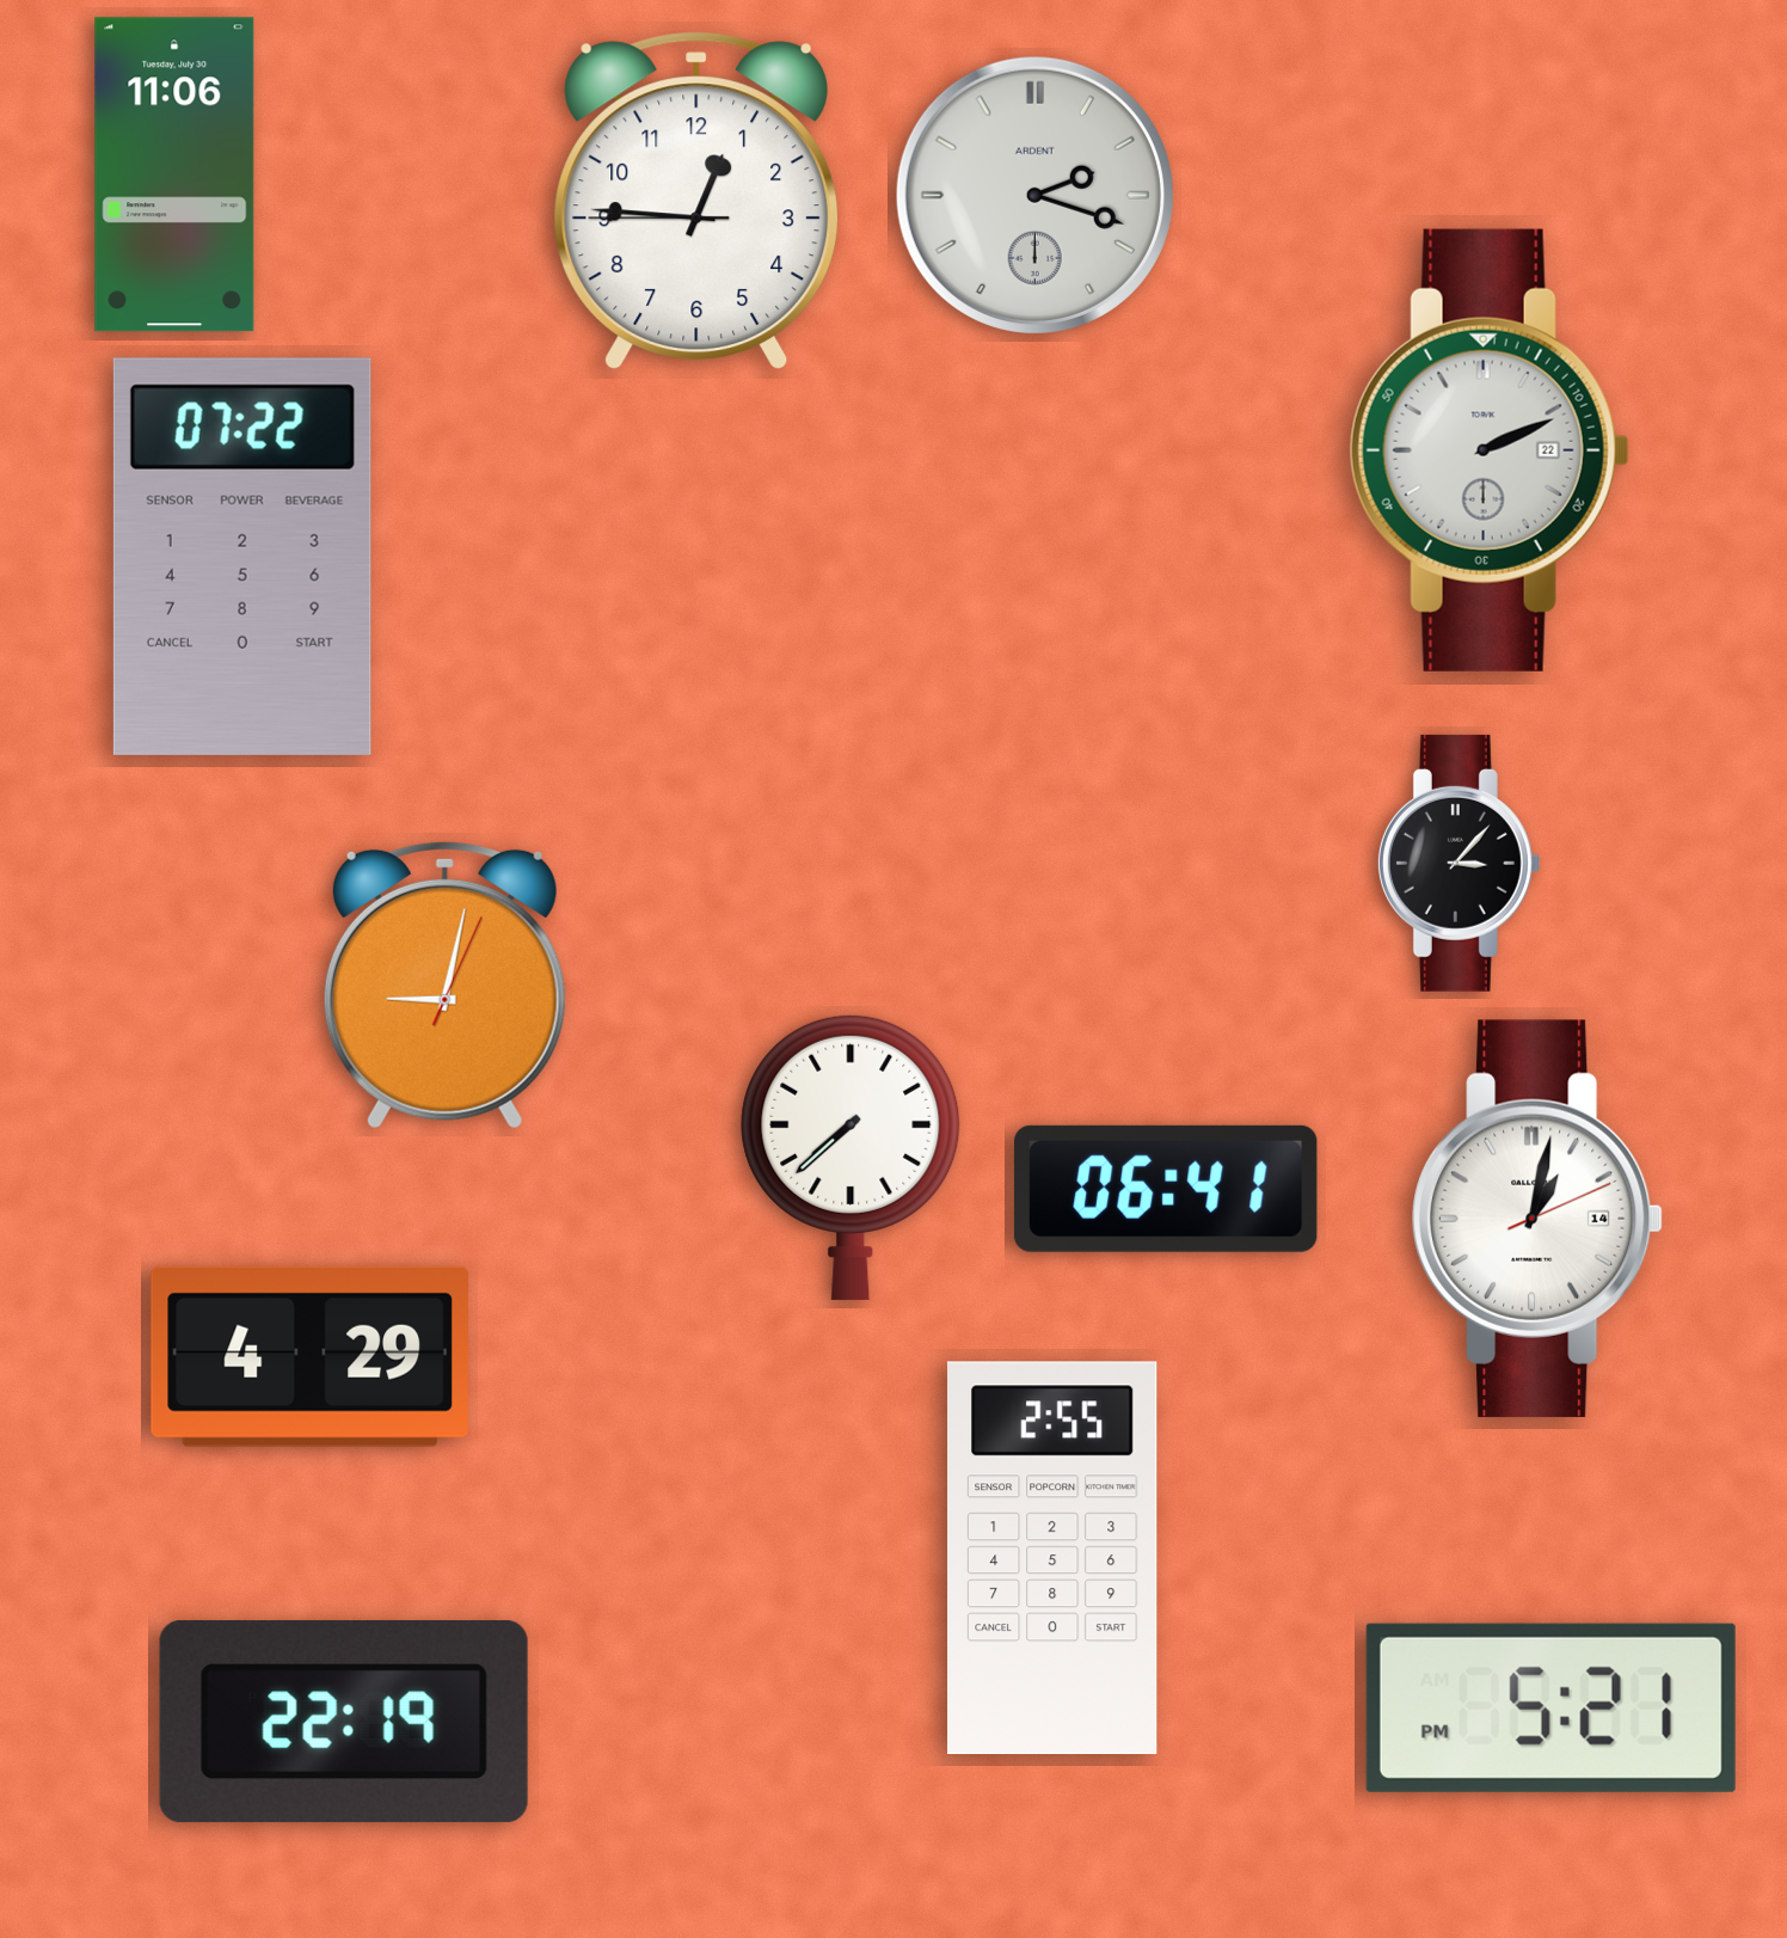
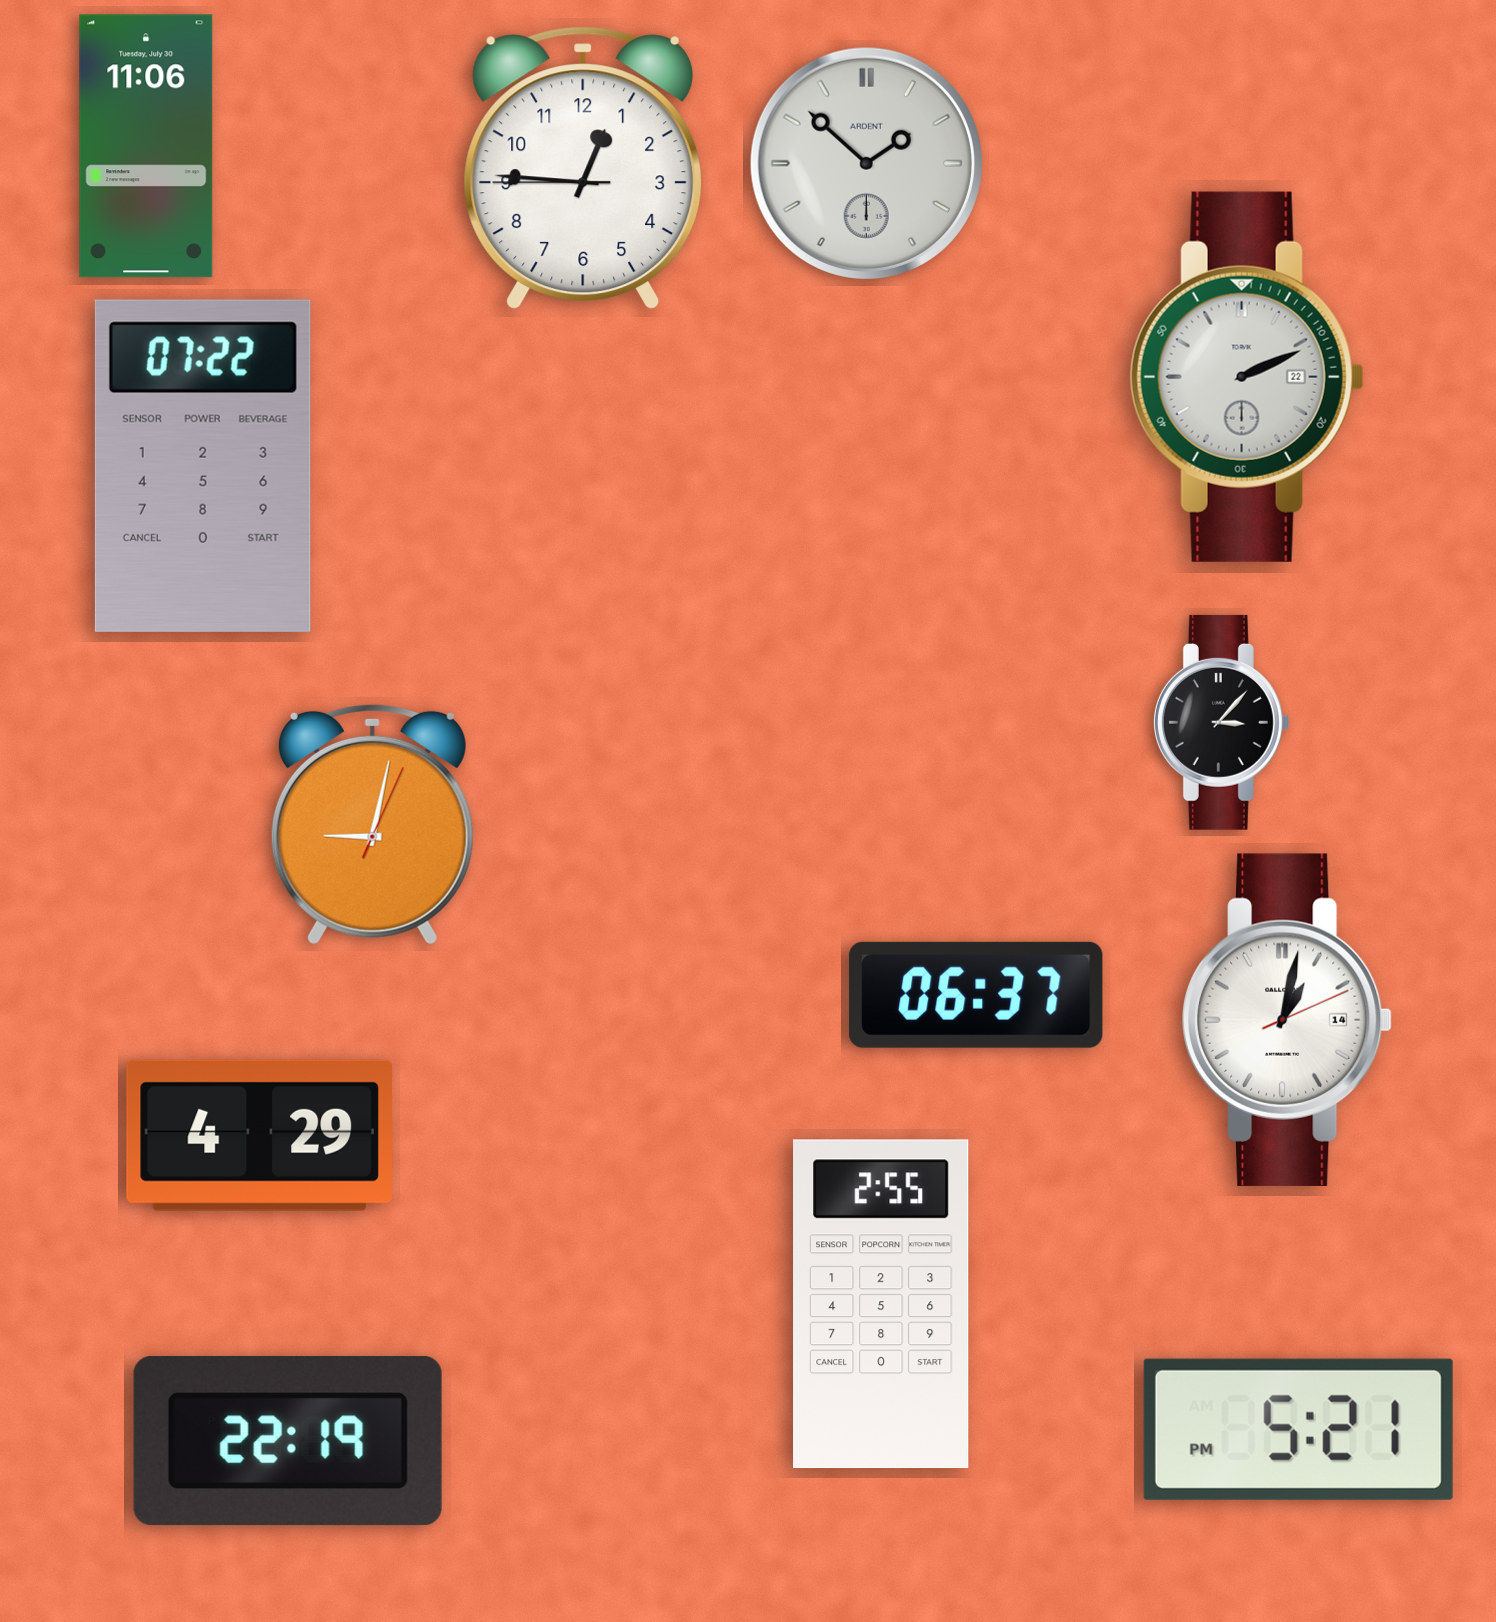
clock at (1034, 195): 2:18 -> 1:52
clock at (850, 1157): 7:38 -> none
clock at (1166, 1189): 06:41 -> 06:37
